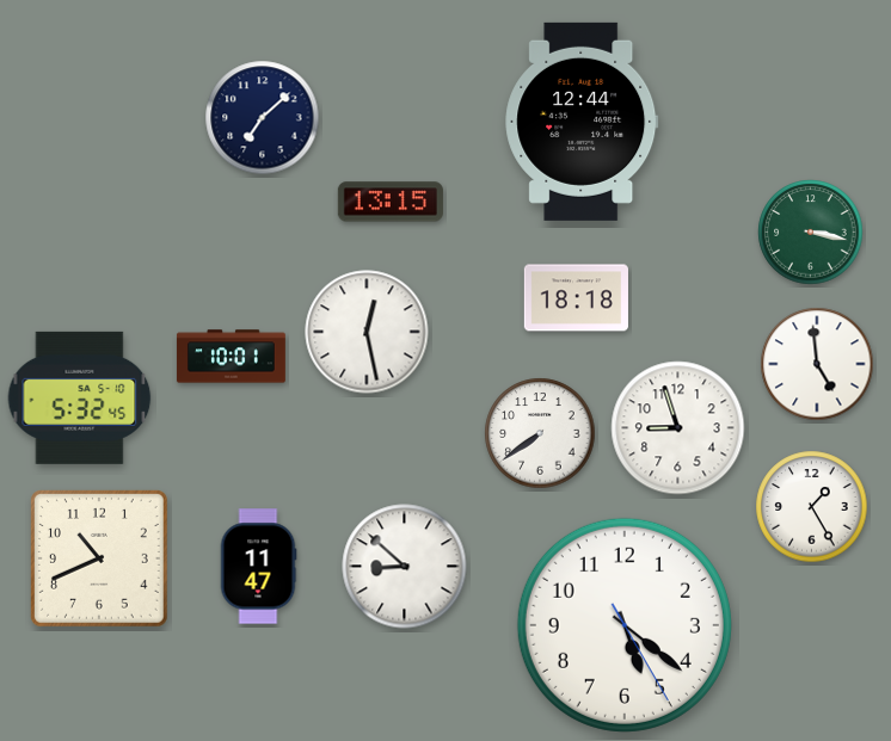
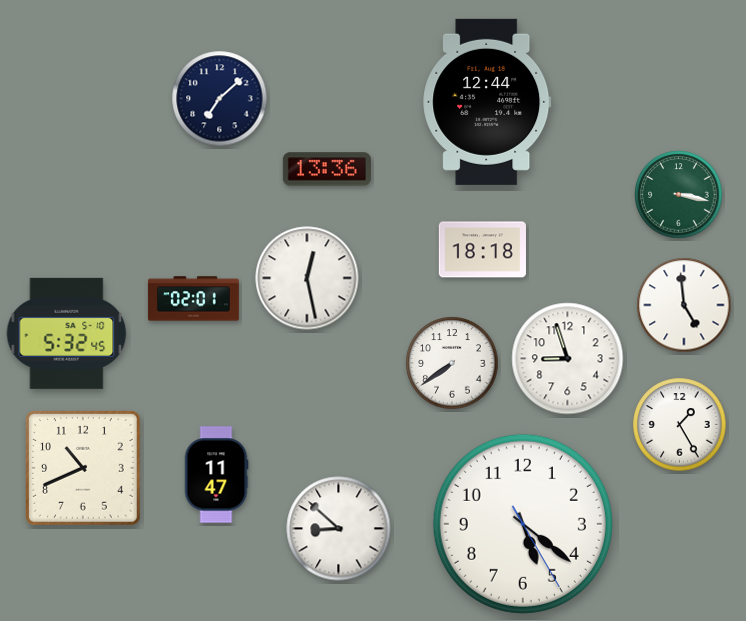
clock at (391, 202): 13:15 -> 13:36
clock at (231, 357): 10:01 -> 02:01
clock at (405, 567) position: (405, 567) -> (339, 529)
